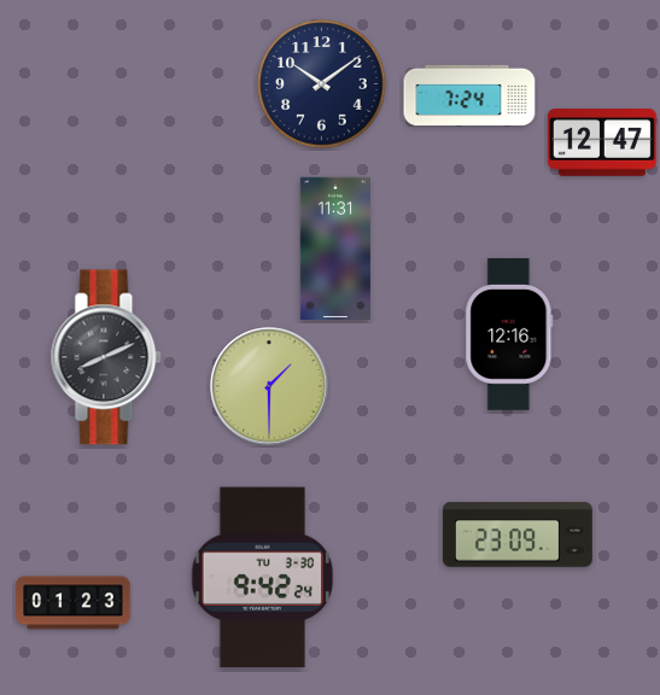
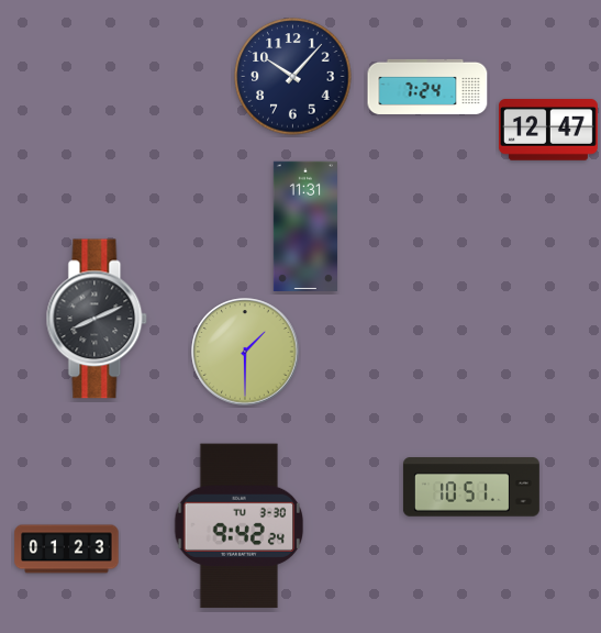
clock at (322, 84): 10:09 -> 10:07
clock at (509, 335): 12:16 -> none
clock at (106, 357) position: (106, 357) -> (97, 319)
clock at (518, 535): 23:09 -> 10:51
